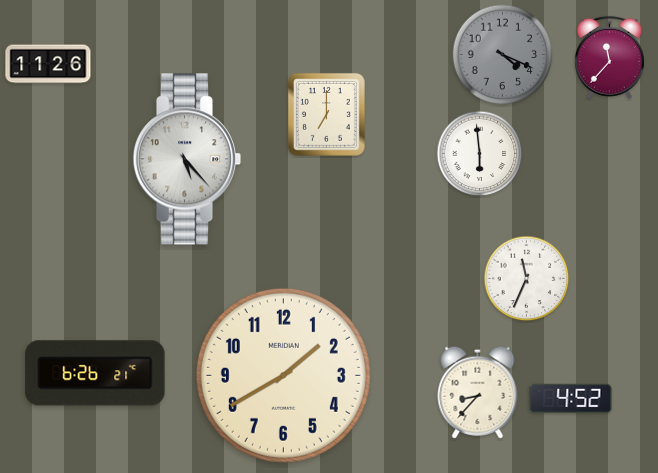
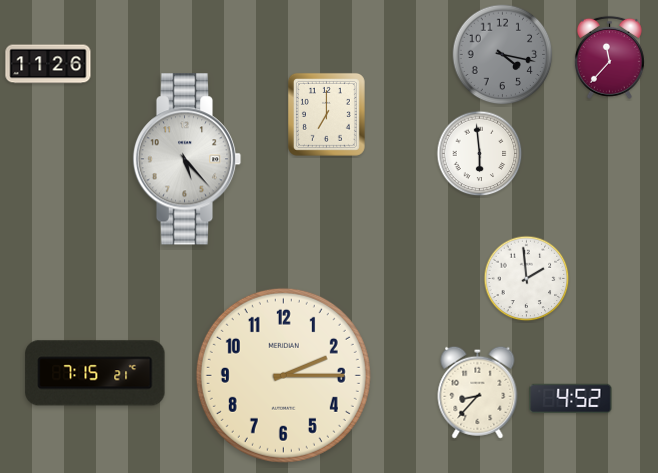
clock at (503, 55): 4:19 -> 4:17
clock at (527, 279): 11:34 -> 1:59
clock at (95, 373): 6:26 -> 7:15
clock at (283, 375): 1:40 -> 2:15
